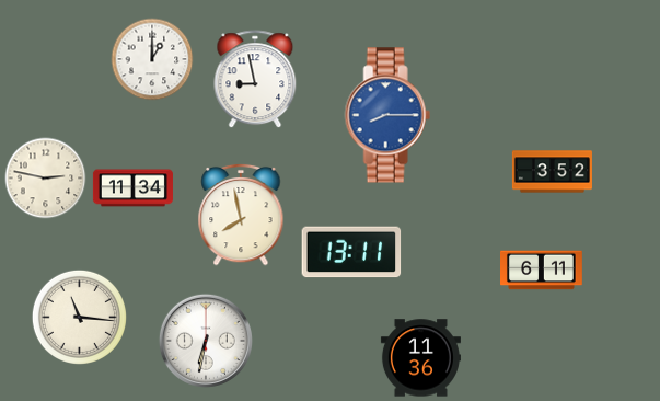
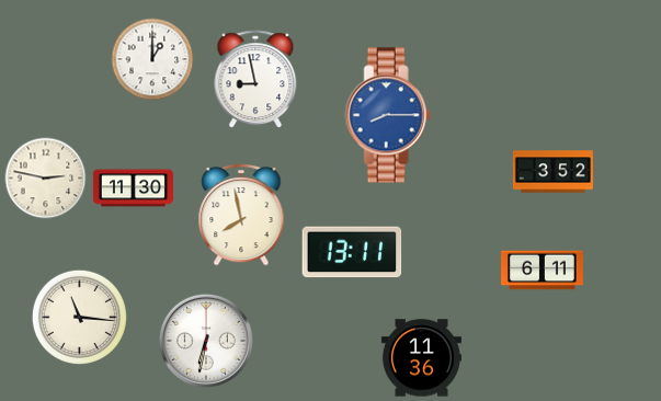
clock at (132, 188): 11:34 -> 11:30
